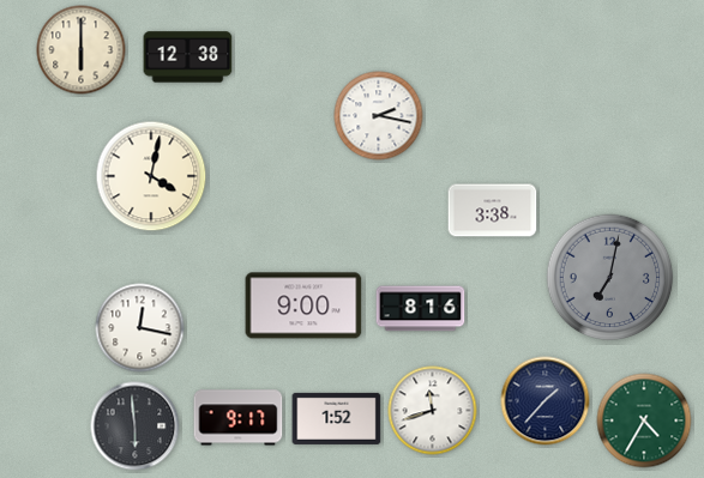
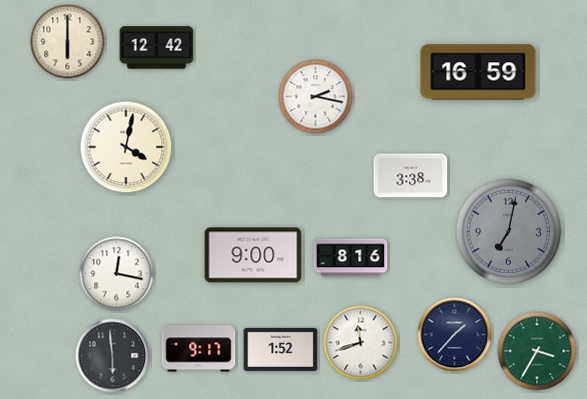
clock at (188, 58): 12:38 -> 12:42
clock at (478, 72): none -> 16:59
clock at (644, 420): 4:35 -> 3:35
